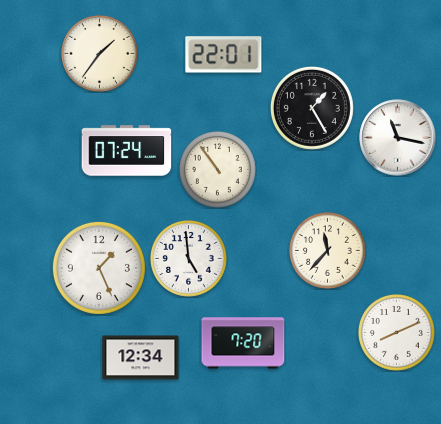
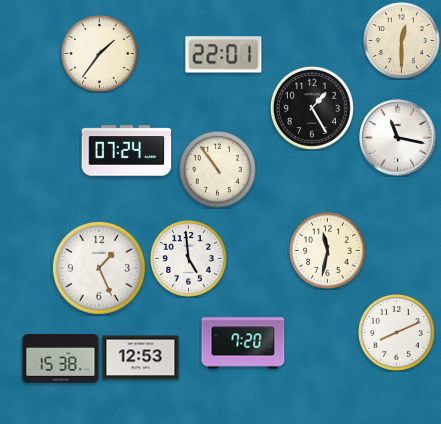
clock at (402, 41): none -> 12:30
clock at (328, 251): 11:37 -> 11:32
clock at (141, 358): 12:34 -> 12:53
clock at (61, 359): none -> 15:38
